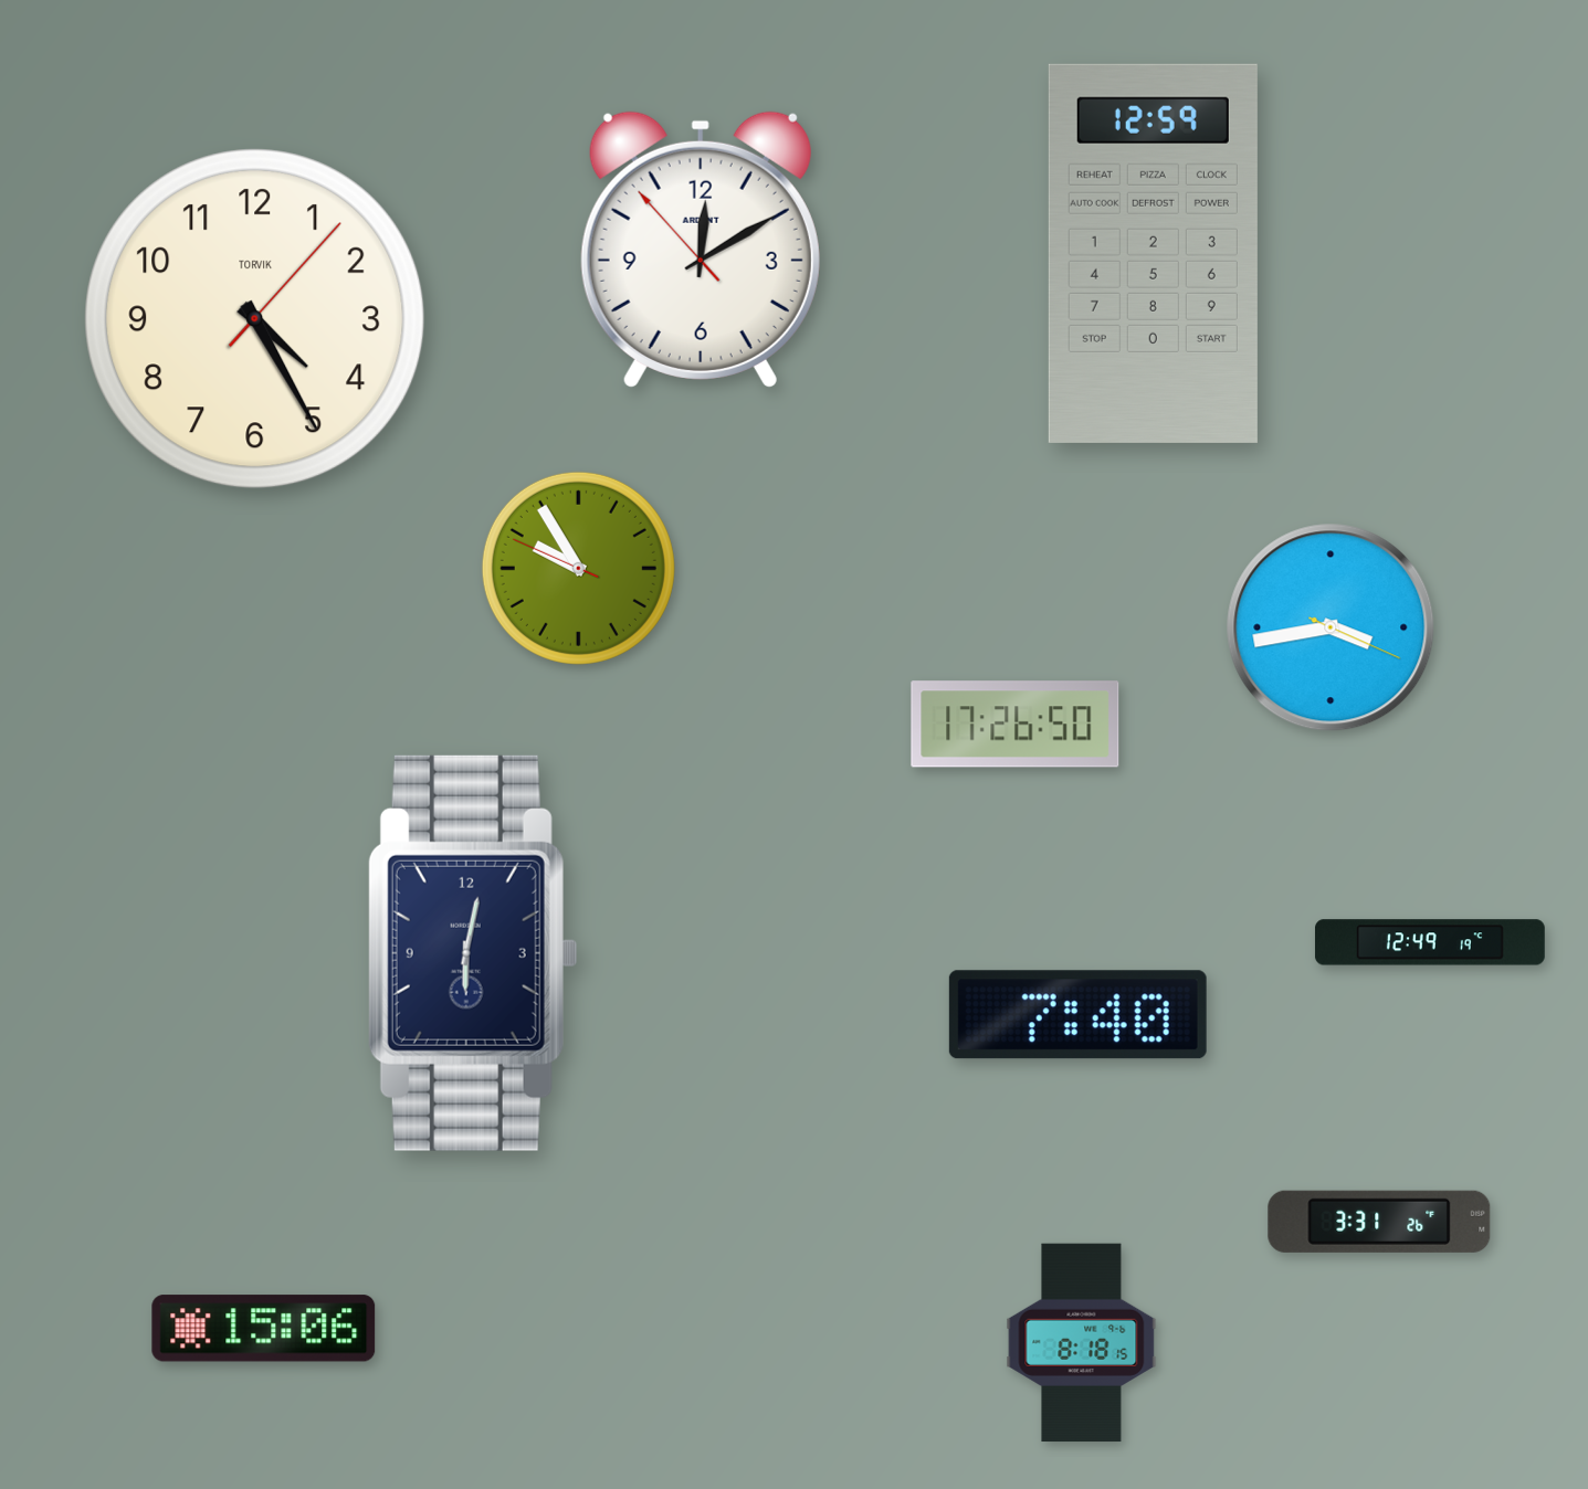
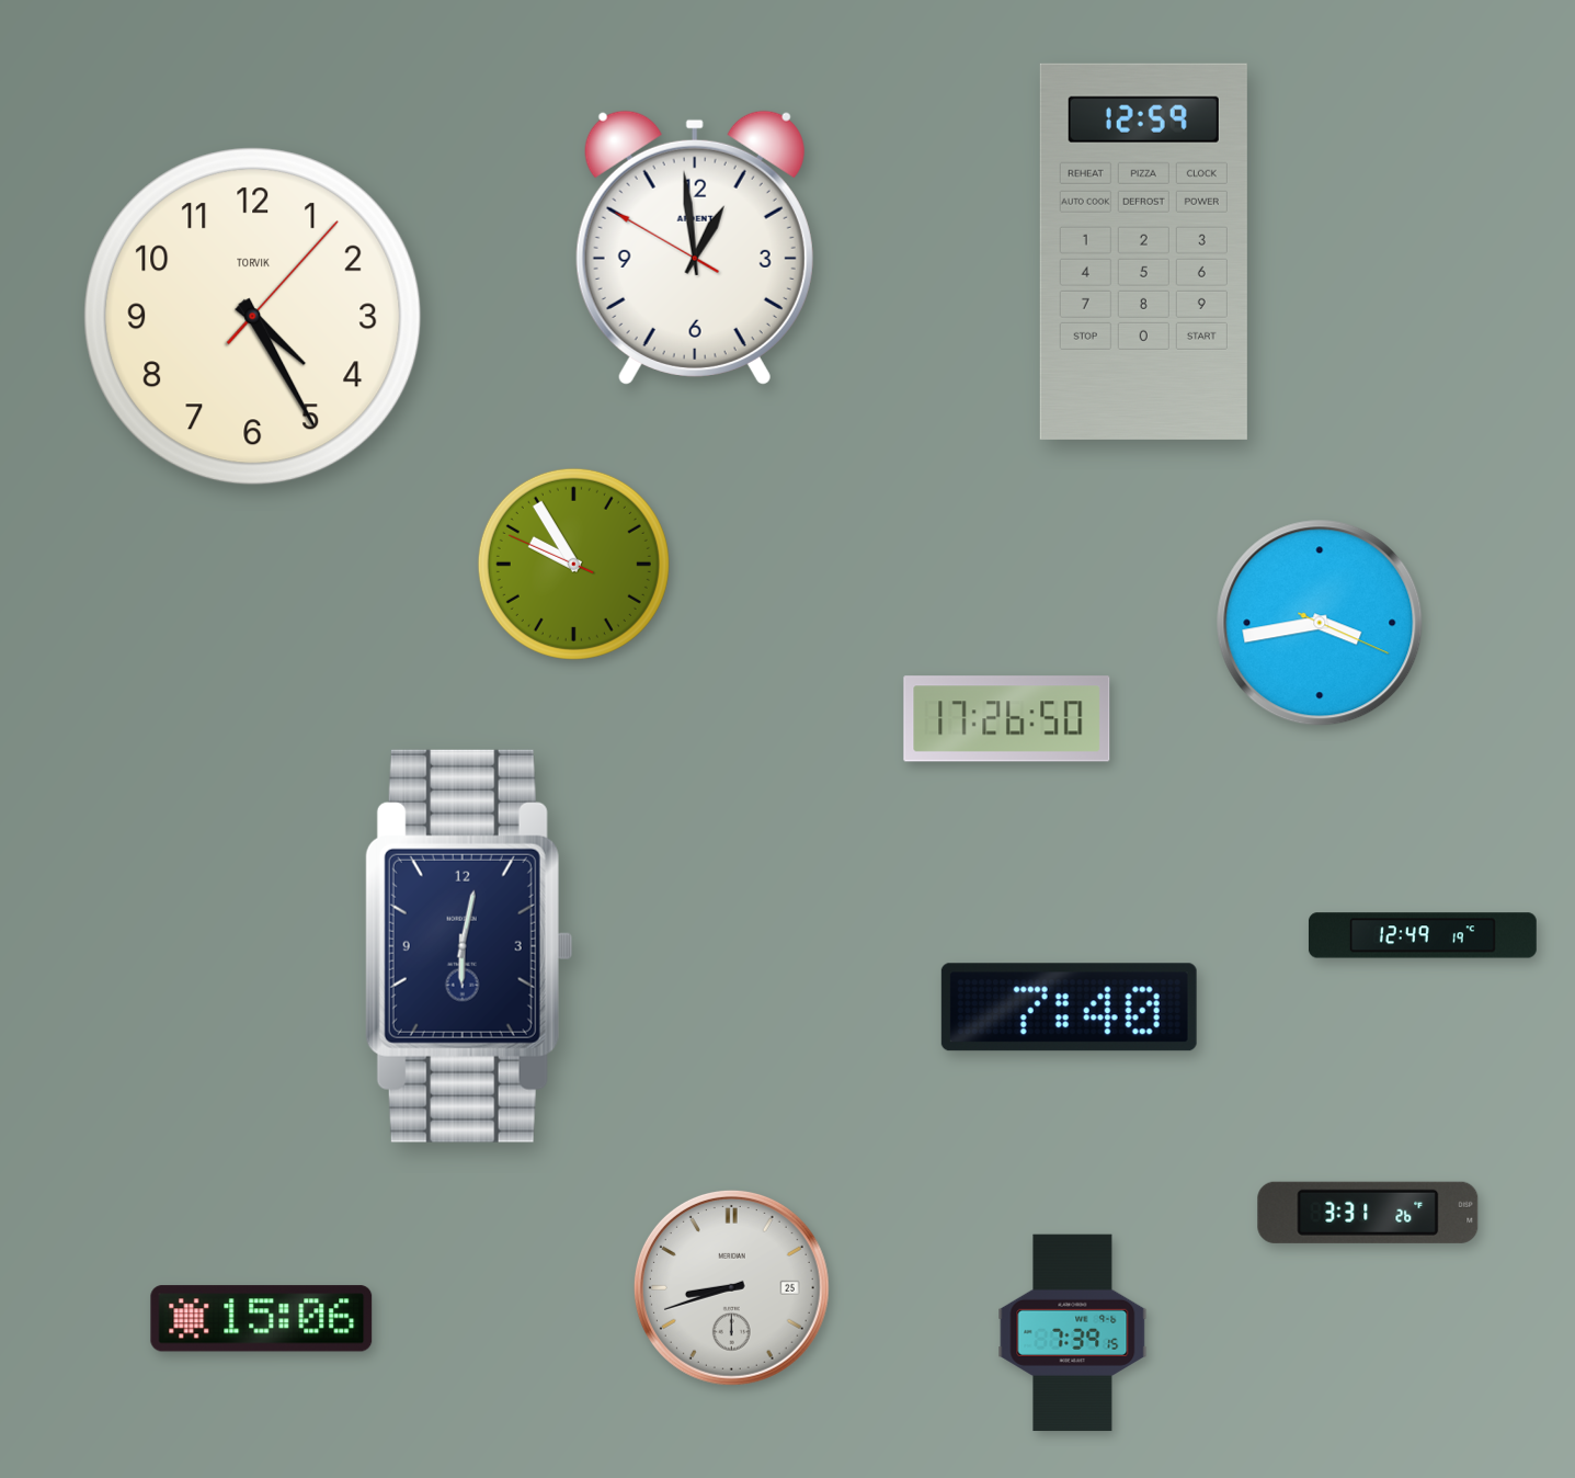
clock at (701, 250): 12:09 -> 12:58
clock at (1430, 942) position: (1430, 942) -> (1423, 935)
clock at (731, 1287): none -> 8:42
clock at (1082, 1343): 8:18 -> 7:39
